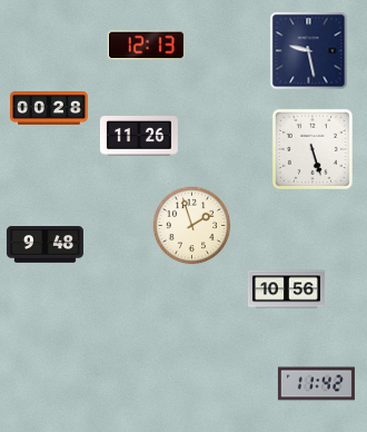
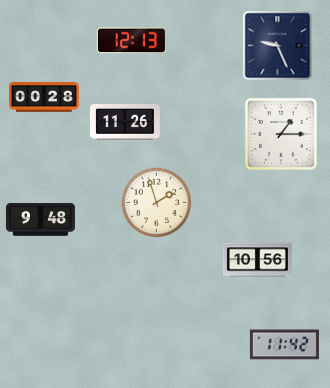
clock at (309, 51): 9:28 -> 9:26
clock at (313, 149): 5:27 -> 1:15
clock at (192, 226) position: (192, 226) -> (157, 203)
